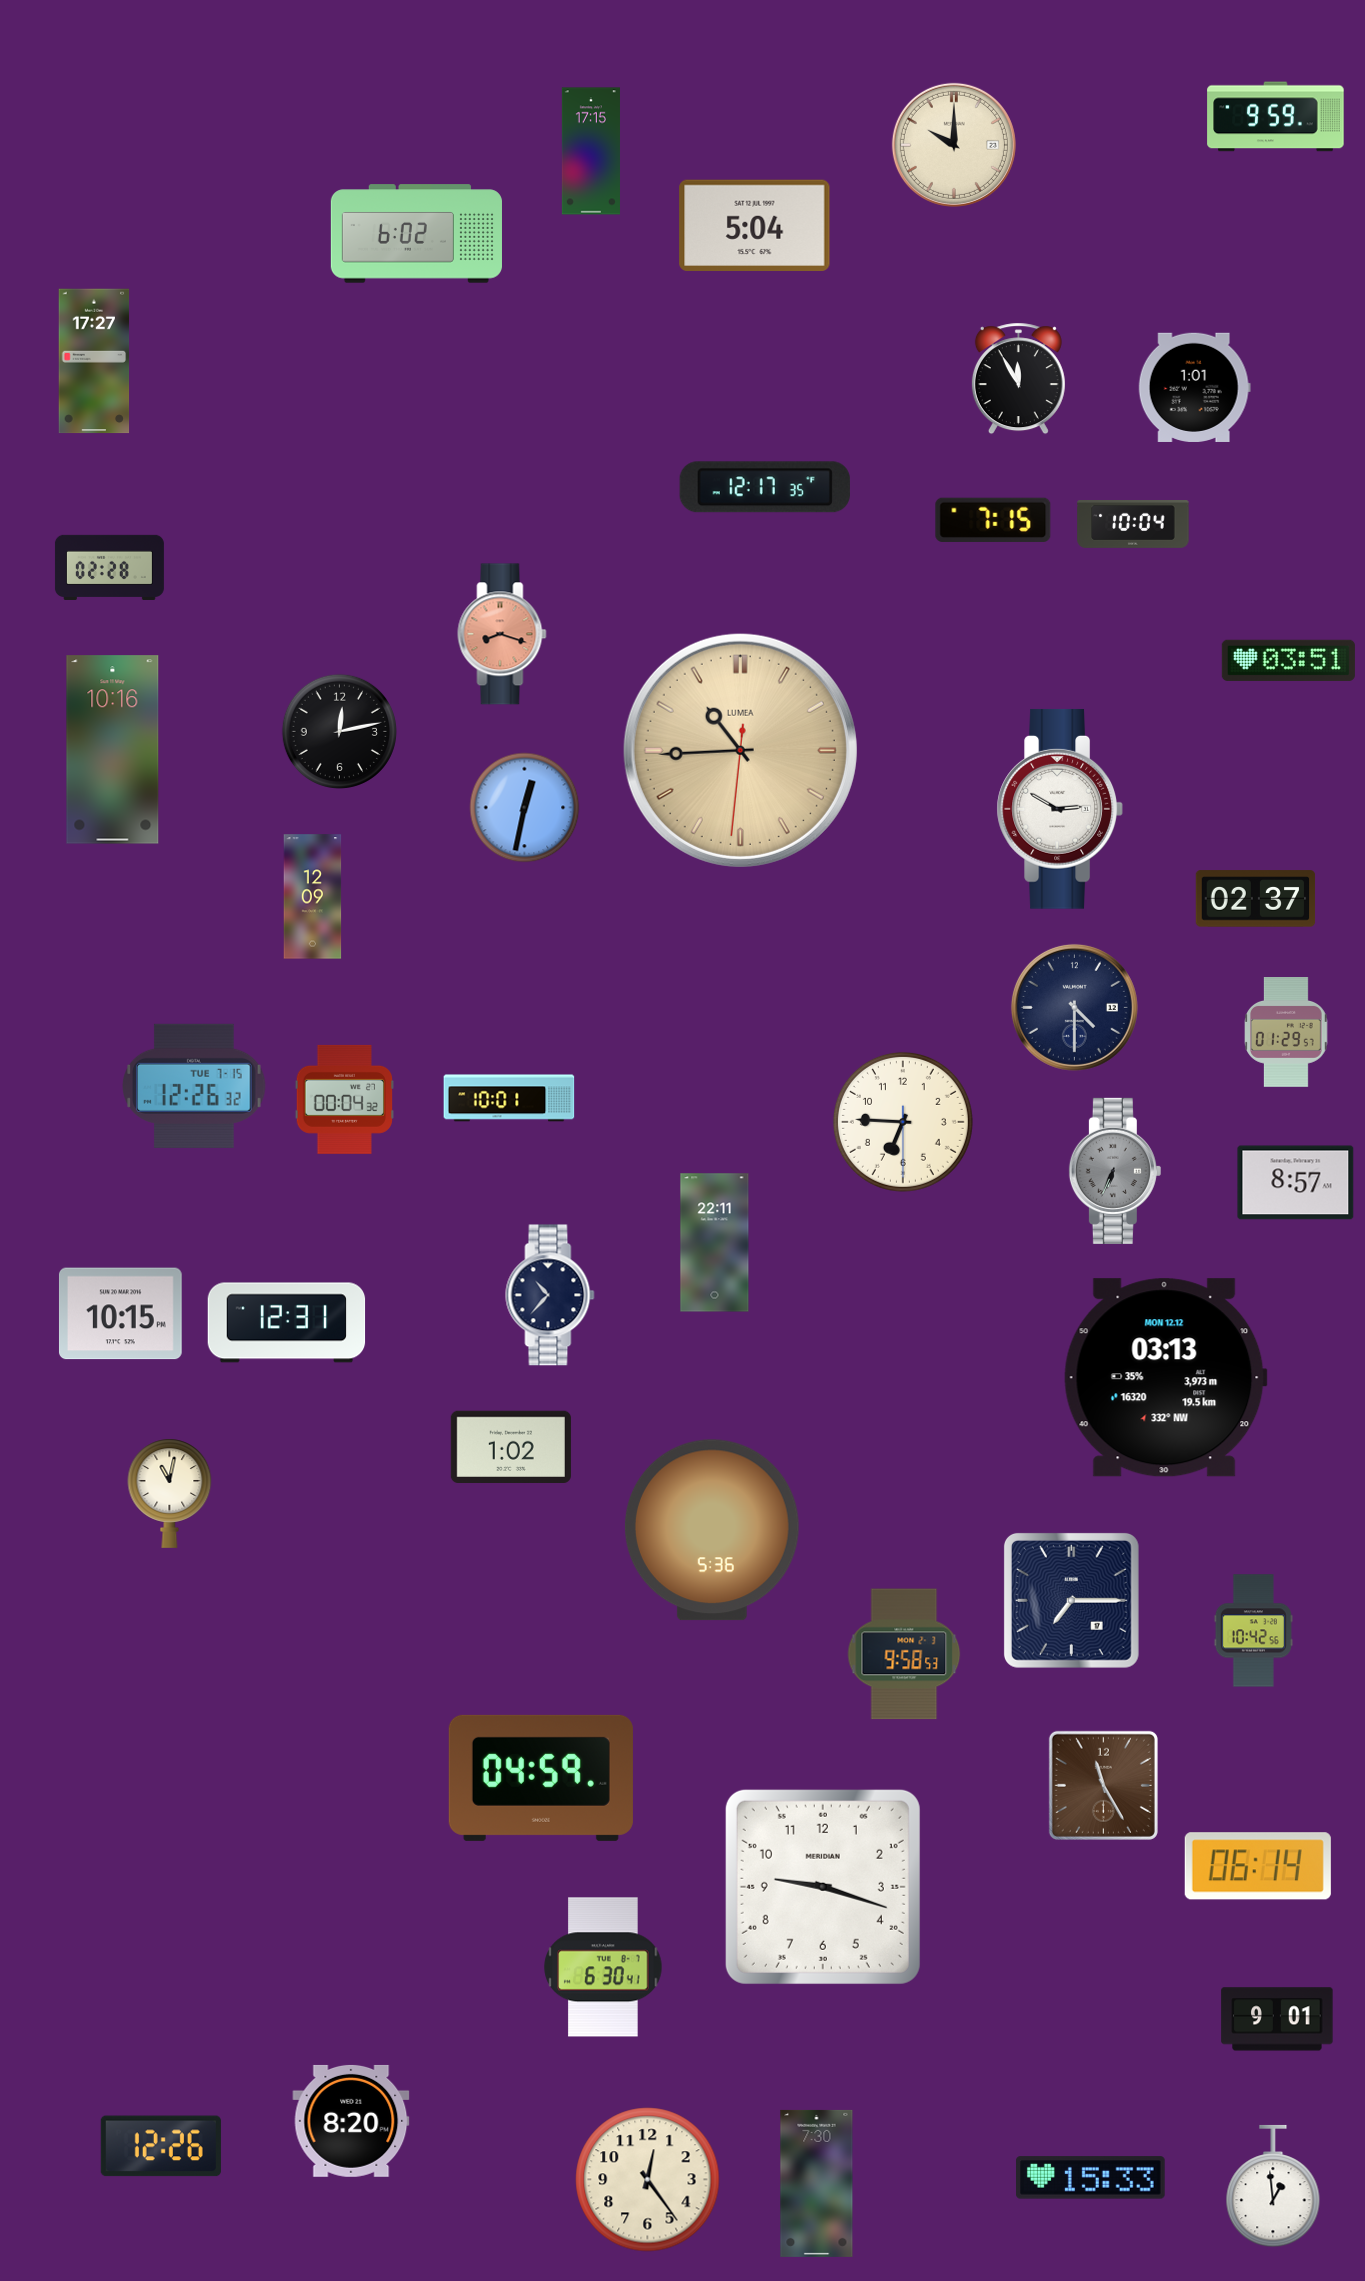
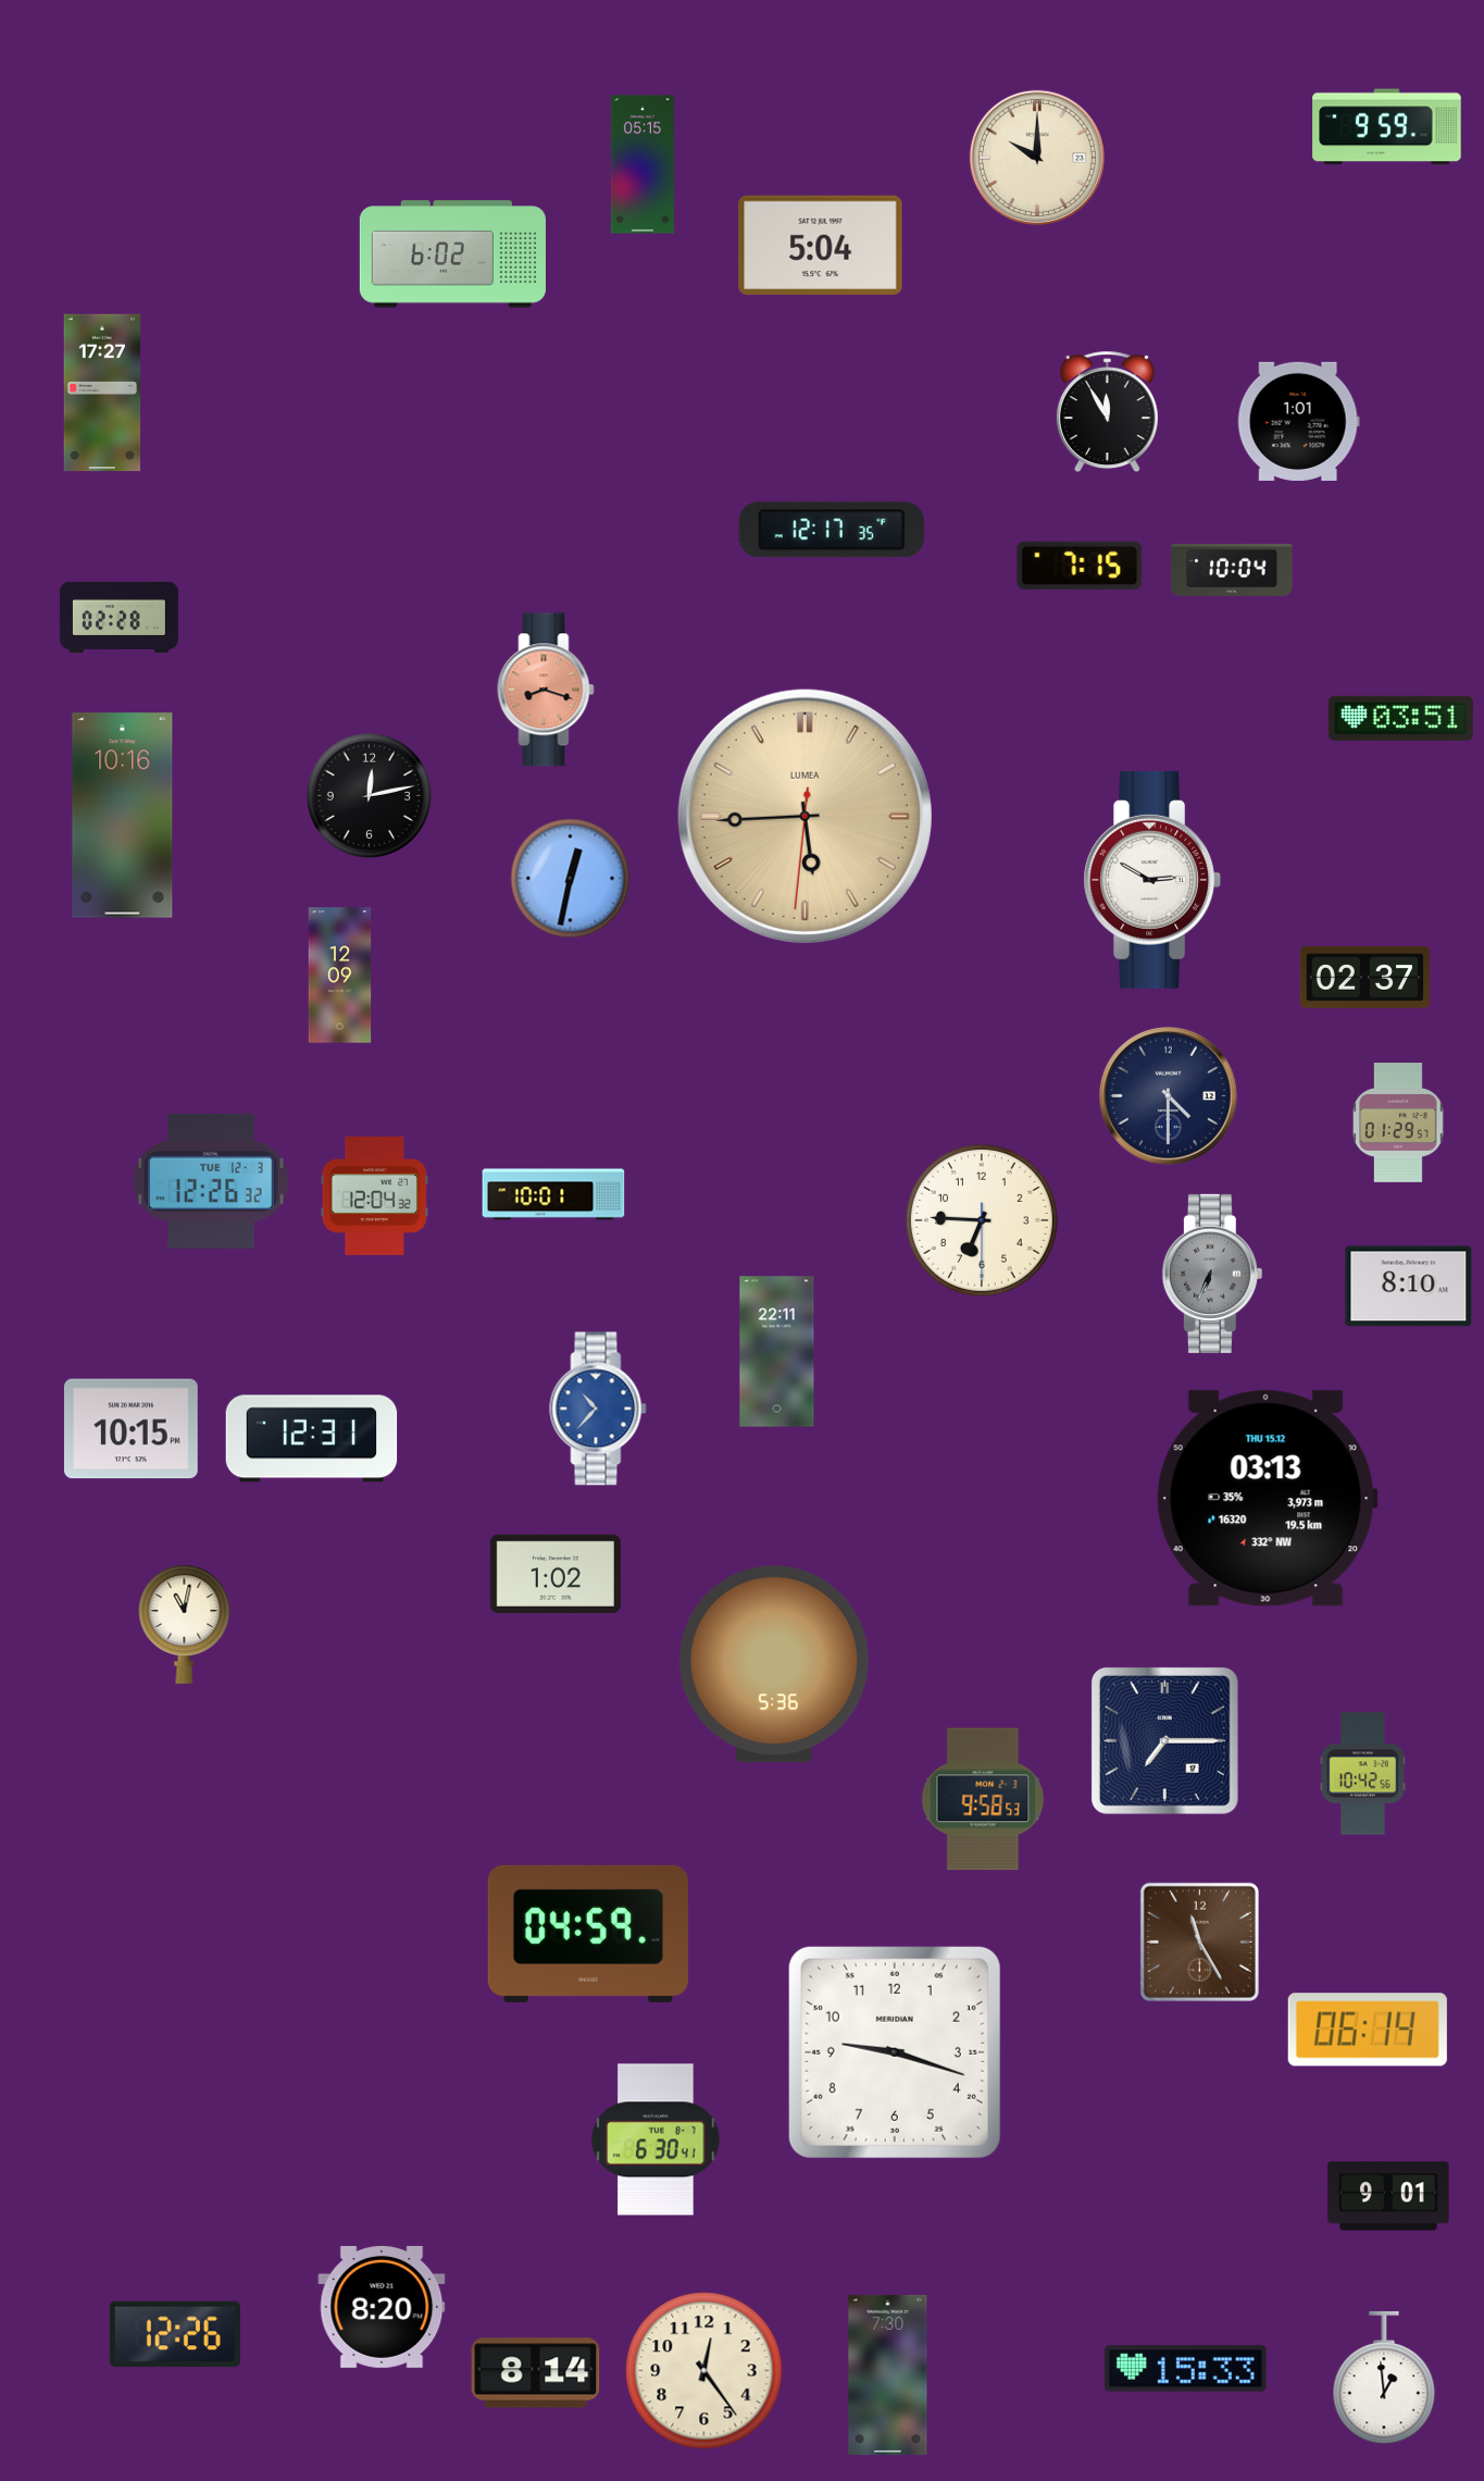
clock at (591, 151): 17:15 -> 05:15
clock at (740, 750): 10:44 -> 5:44
clock at (194, 1086) date: TUE 7-15 -> TUE 12-3
clock at (344, 1099): 00:04 -> 12:04
clock at (1296, 1183): 8:57 -> 8:10
clock at (550, 1295) dial: navy -> blue
clock at (1165, 1378) date: MON 12.12 -> THU 15.12
clock at (536, 2373): none -> 8:14
